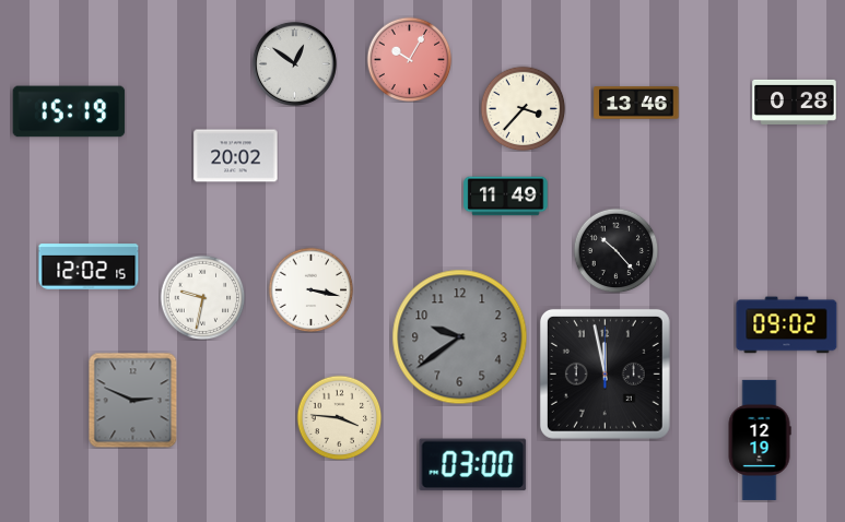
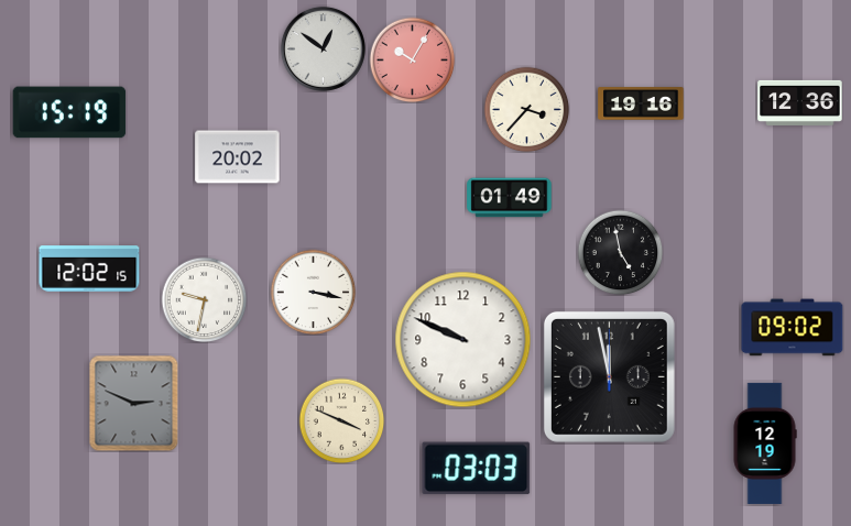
clock at (294, 63) position: (294, 63) -> (323, 48)
clock at (795, 102): 0:28 -> 12:36
clock at (636, 103): 13:46 -> 19:16
clock at (506, 197): 11:49 -> 01:49
clock at (615, 250): 10:23 -> 4:58
clock at (460, 337): 9:39 -> 9:49
clock at (460, 337) dial: grey -> white
clock at (339, 417): 3:46 -> 3:49
clock at (473, 465): 03:00 -> 03:03
